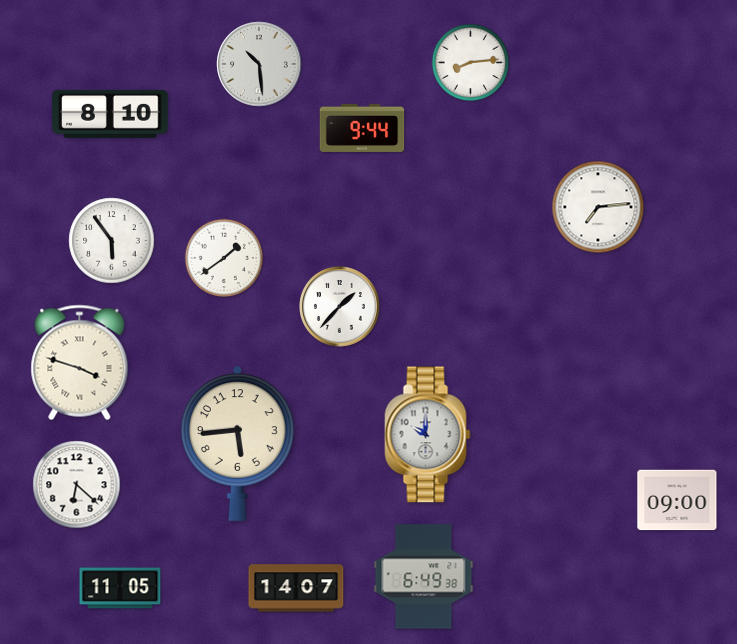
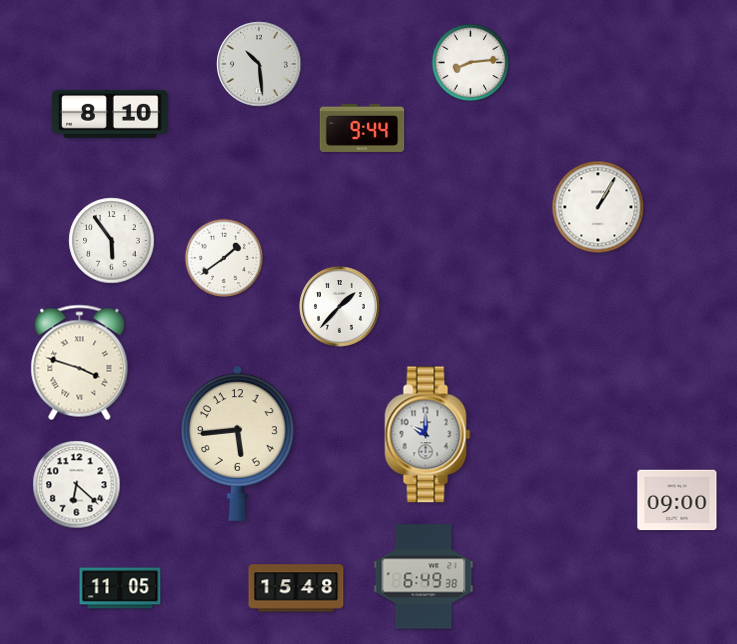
clock at (598, 207): 7:14 -> 1:05
clock at (296, 588): 14:07 -> 15:48
